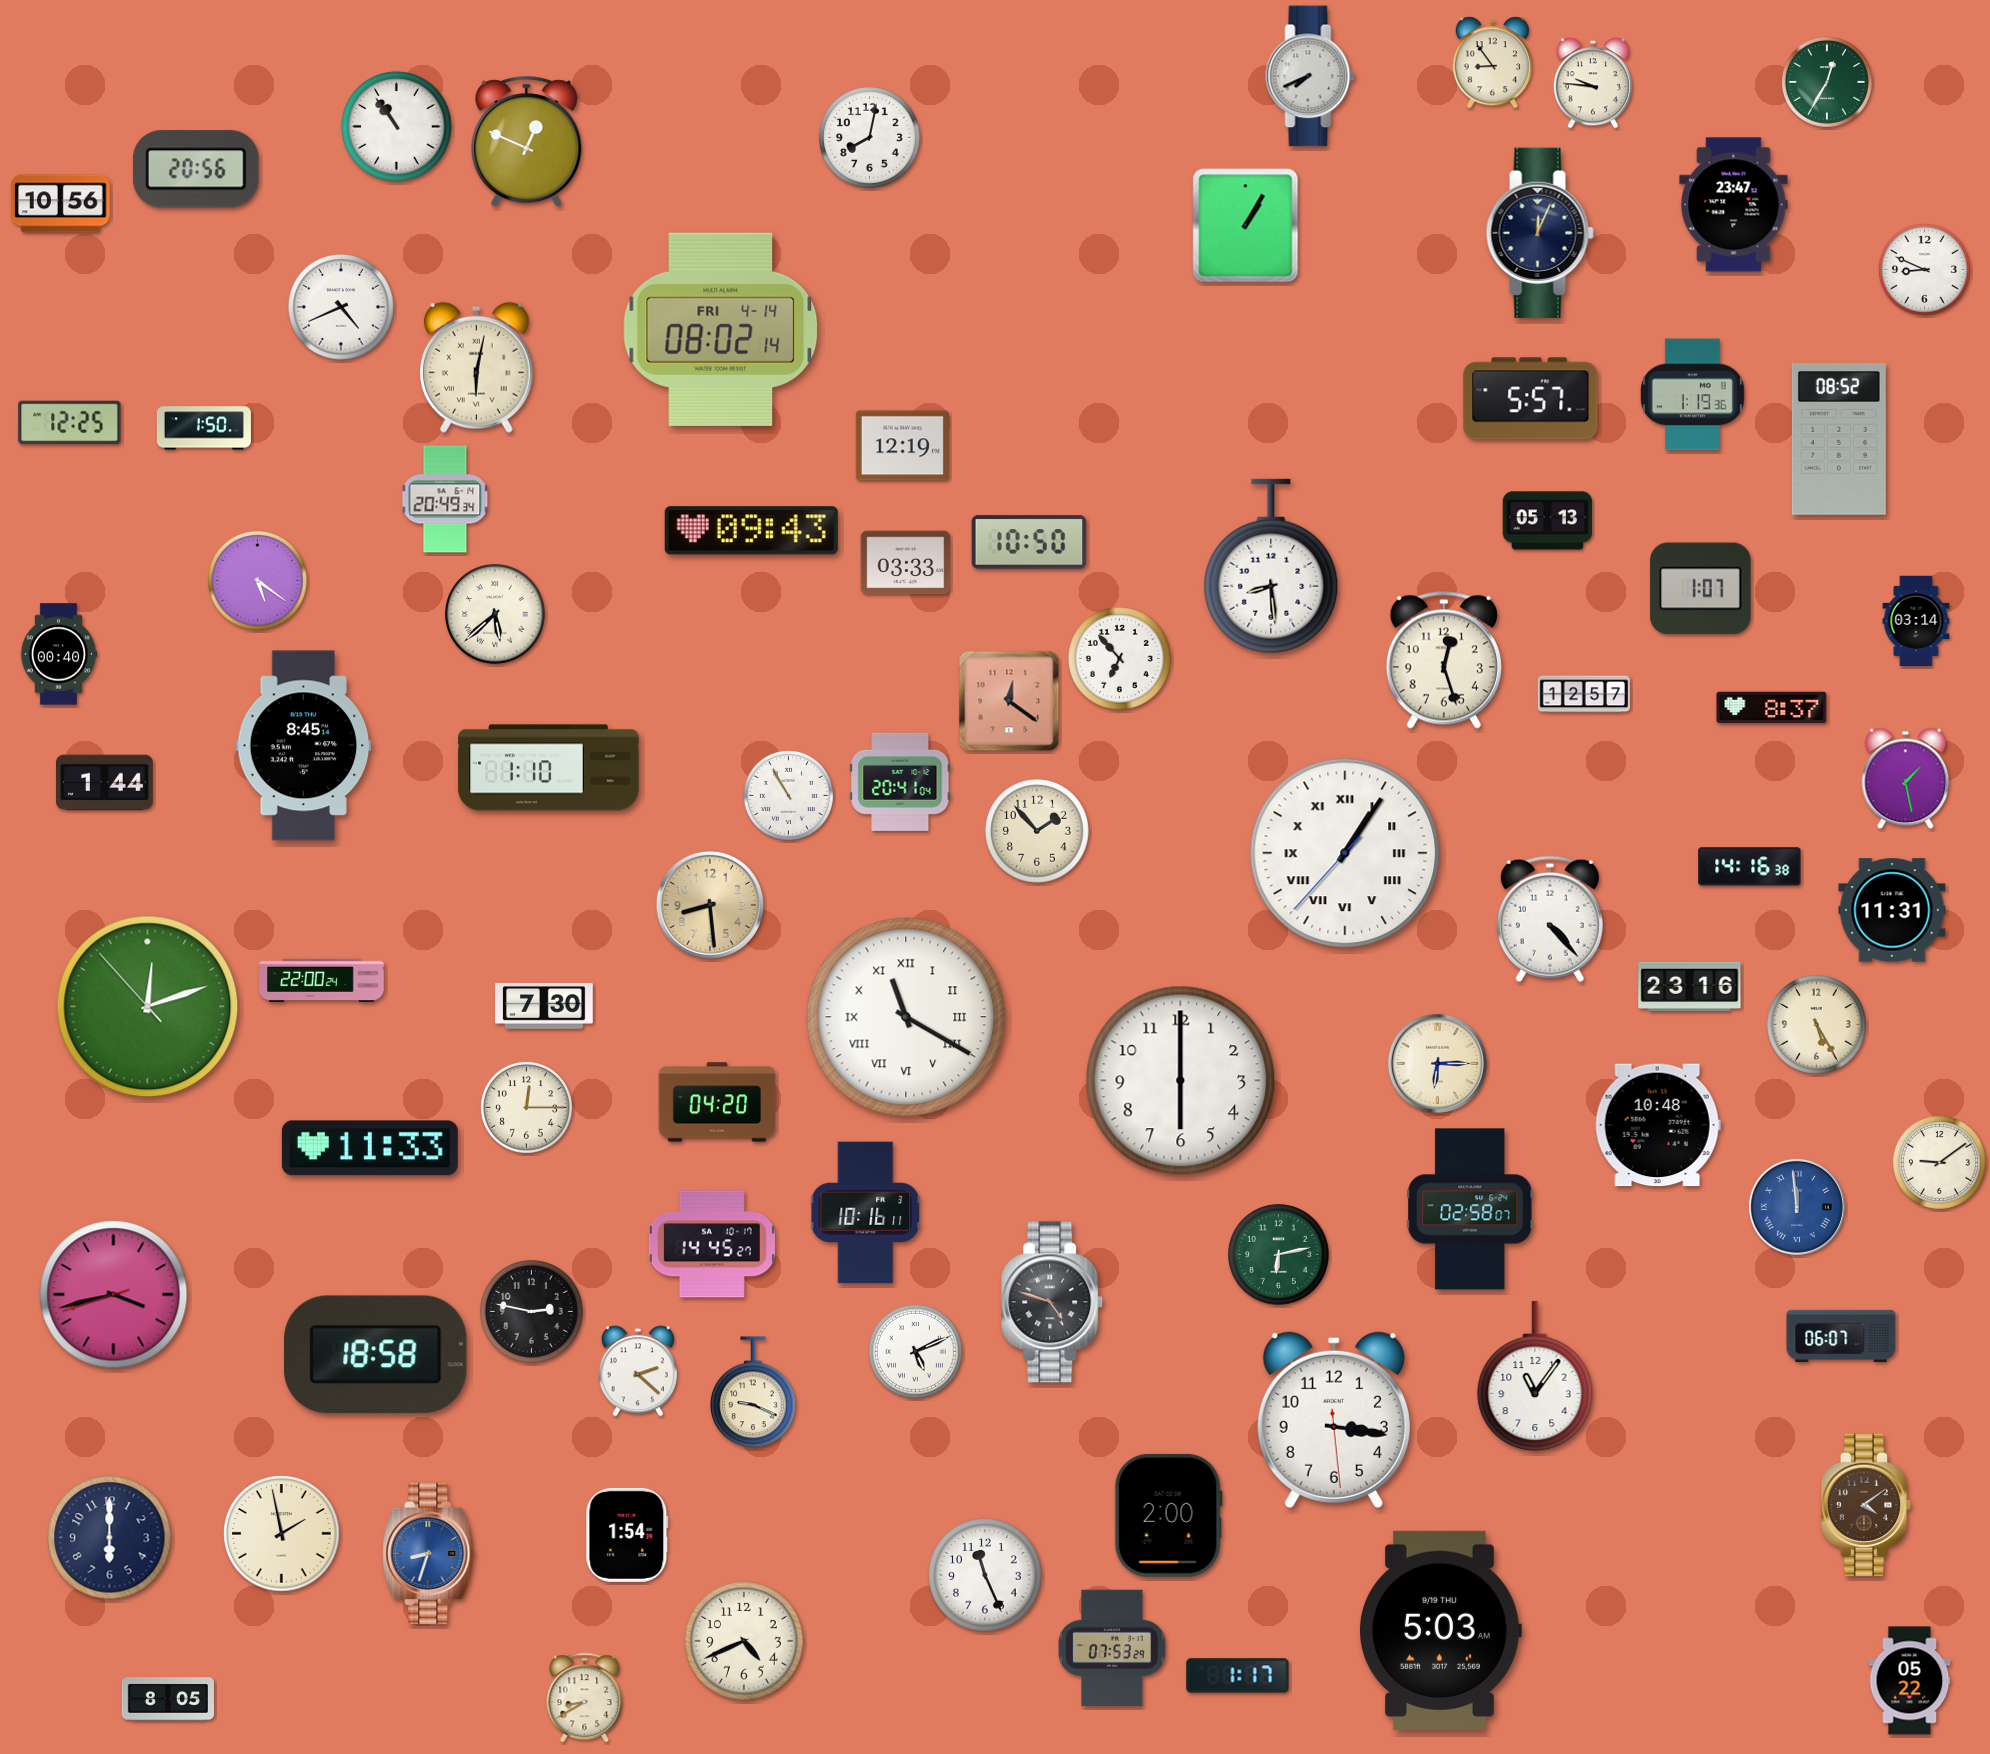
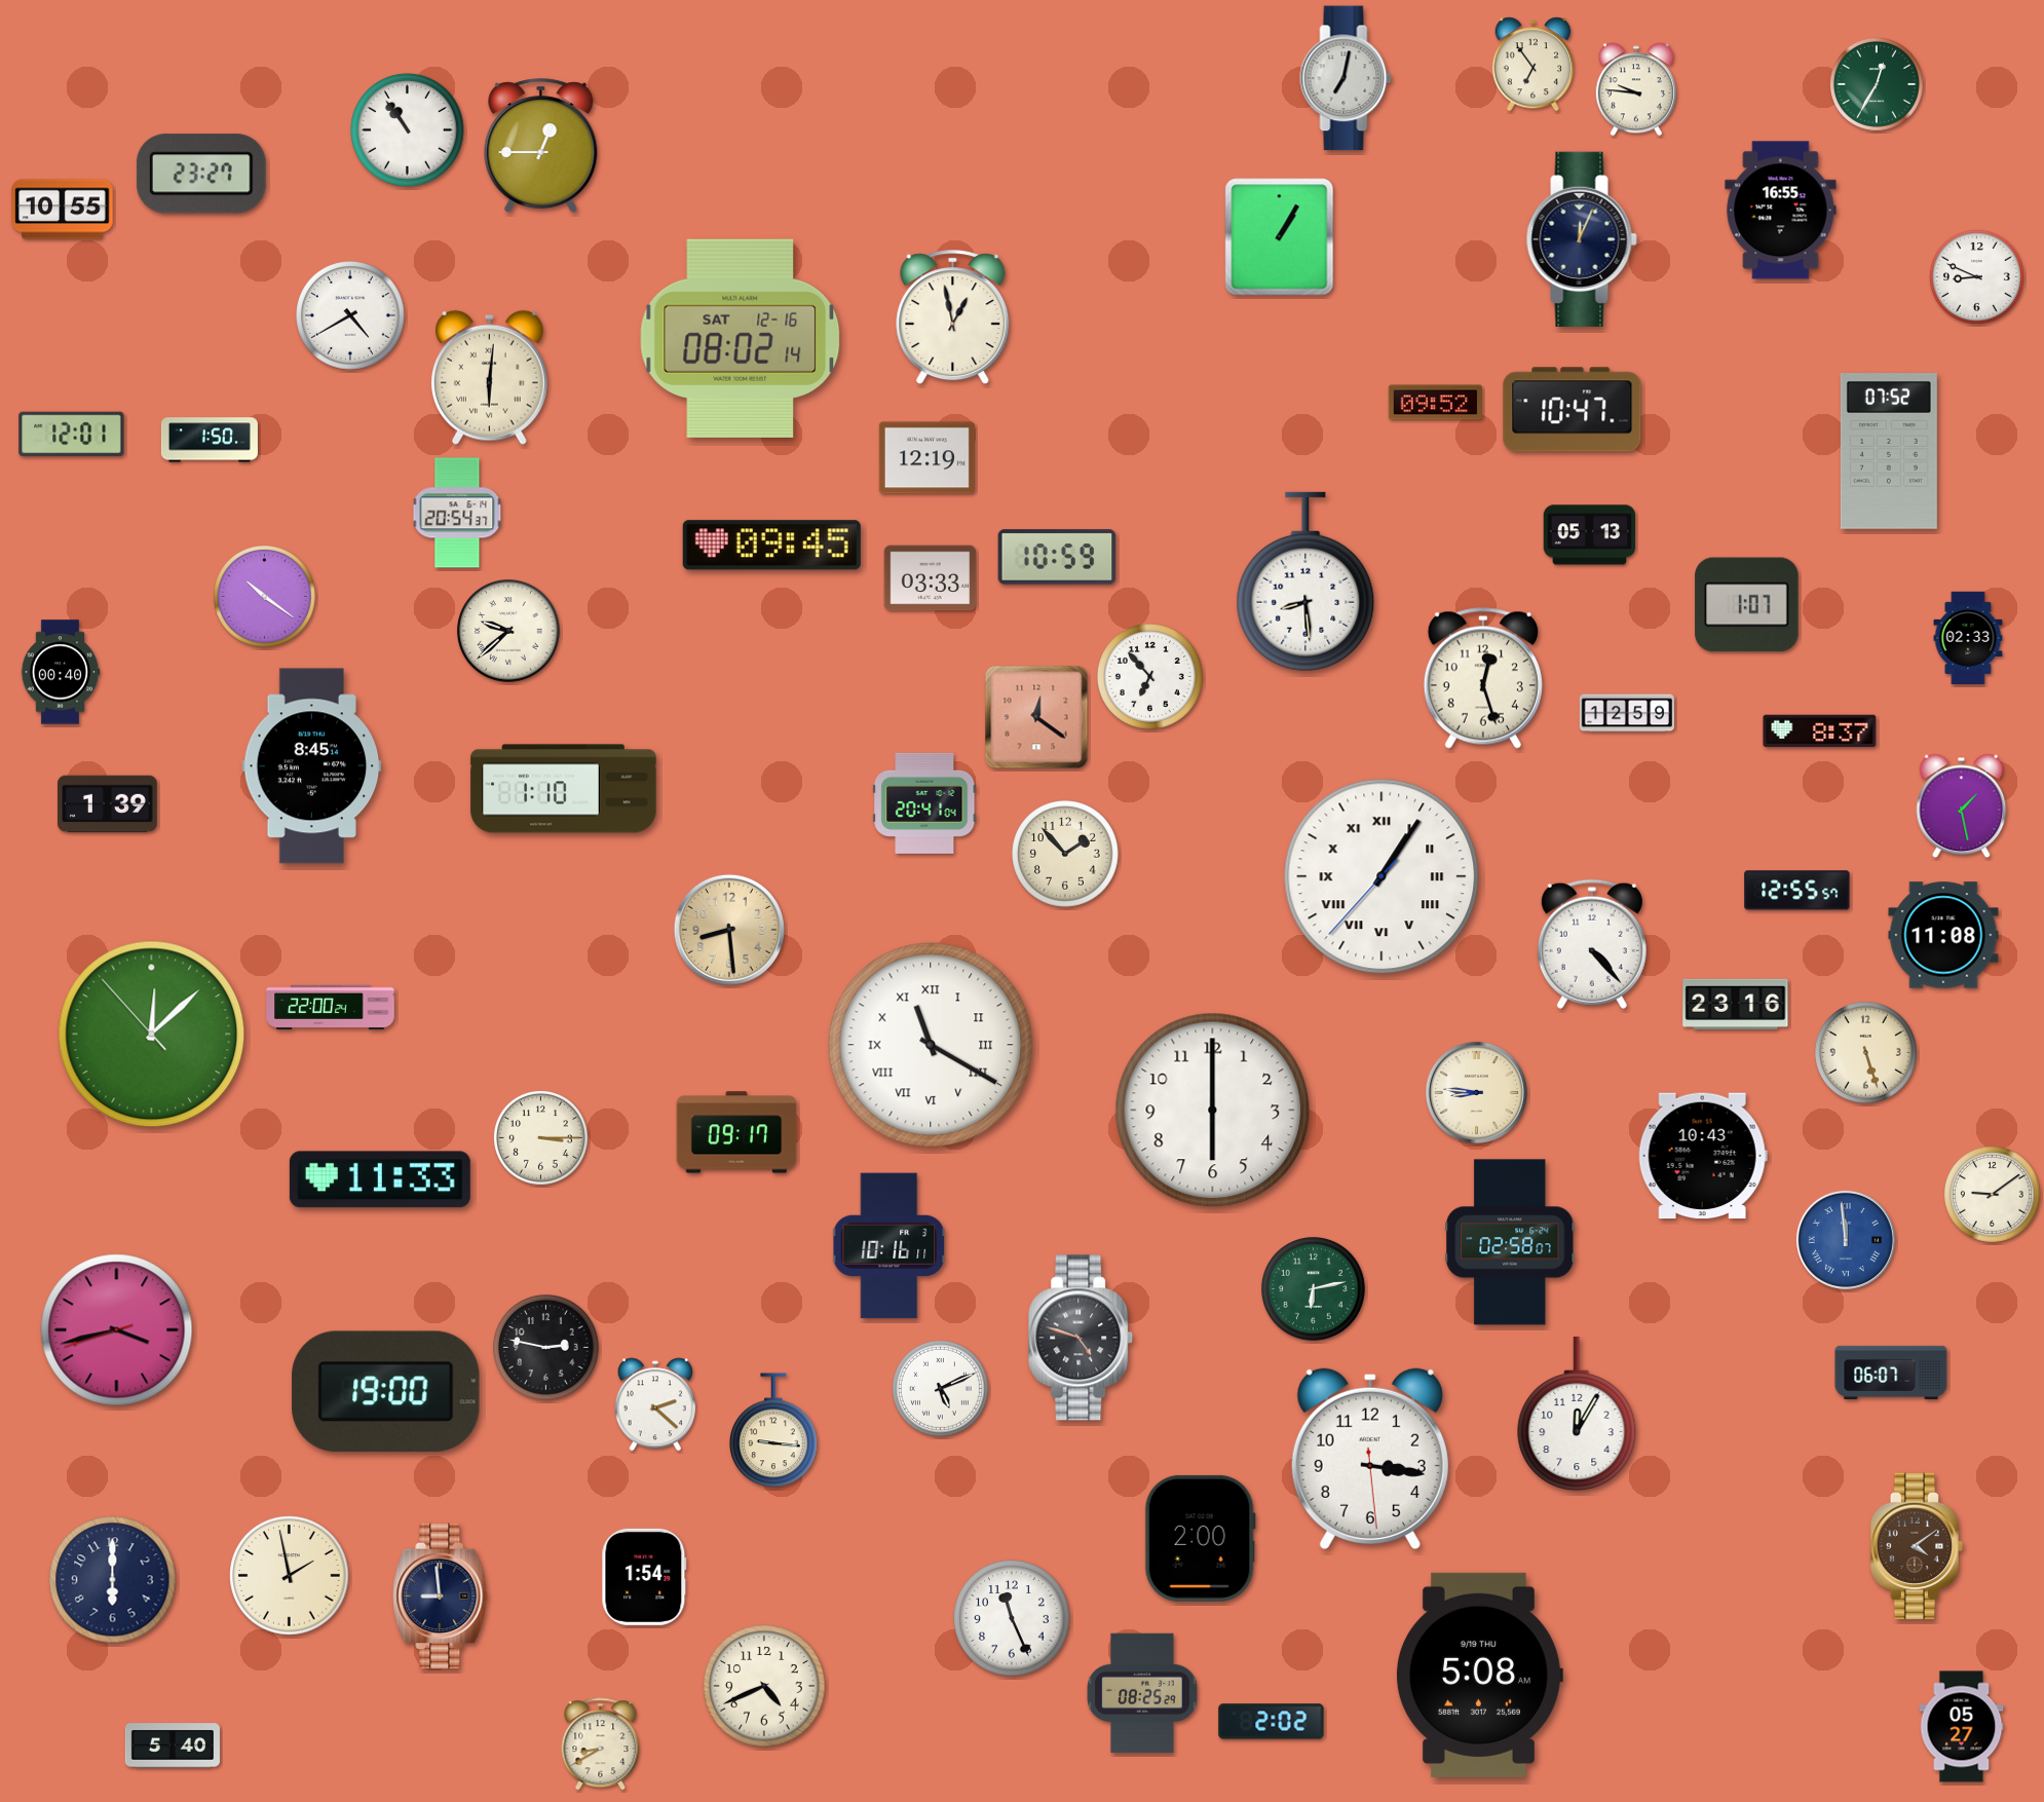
clock at (1493, 63): 8:54 -> 6:54
clock at (1310, 76): 7:41 -> 7:02
clock at (1593, 83) position: (1593, 83) -> (1636, 89)
clock at (870, 138): 8:02 -> none
clock at (527, 142): 12:49 -> 12:45
clock at (196, 169): 20:56 -> 23:27
clock at (61, 204): 10:56 -> 10:55
clock at (1734, 205): 23:47 -> 16:55
clock at (1246, 226) position: (1246, 226) -> (1280, 237)
clock at (341, 307): 4:41 -> 4:40
clock at (953, 317): none -> 12:58
clock at (721, 329) date: FRI 4-14 -> SAT 12-16
clock at (476, 367): 6:02 -> 6:01
clock at (1435, 403): none -> 09:52
clock at (1692, 395): 1:19 -> none
clock at (1531, 399): 5:57 -> 10:47
clock at (70, 423): 12:25 -> 12:01
clock at (1839, 440): 08:52 -> 07:52
clock at (445, 499): 20:49 -> 20:54
clock at (751, 531): 09:43 -> 09:45
clock at (1029, 542): 10:50 -> 10:59
clock at (258, 581): 5:21 -> 10:21
clock at (496, 615): 5:38 -> 9:38
clock at (1916, 621): 03:14 -> 02:33
clock at (1584, 694): 12:57 -> 12:59
clock at (1009, 701) position: (1009, 701) -> (1036, 717)
clock at (1772, 708) position: (1772, 708) -> (1820, 731)
clock at (1906, 779) position: (1906, 779) -> (1962, 806)
clock at (105, 783): 1:44 -> 1:39
clock at (788, 795): 10:55 -> none
clock at (1750, 867): 14:16 -> 12:55
clock at (1892, 910): 11:31 -> 11:08
clock at (1690, 986) position: (1690, 986) -> (1736, 1004)
clock at (544, 1006): 7:30 -> none
clock at (148, 1007): 12:11 -> 12:07
clock at (1817, 1025): 5:25 -> 5:27
clock at (1437, 1063): 6:15 -> 8:46
clock at (717, 1102): 04:20 -> 09:17
clock at (526, 1107): 12:15 -> 3:15
clock at (1658, 1125): 10:48 -> 10:43
clock at (712, 1244): 14:45 -> none
clock at (376, 1355): 18:58 -> 19:00
clock at (638, 1371) position: (638, 1371) -> (655, 1404)
clock at (1535, 1376): 11:06 -> 12:05
clock at (753, 1393): 9:19 -> 9:16
clock at (1168, 1515) position: (1168, 1515) -> (1200, 1538)
clock at (429, 1554): 8:33 -> 8:59
clock at (429, 1554) dial: blue -> navy
clock at (1441, 1630): 5:03 -> 5:08
clock at (1112, 1648): 07:53 -> 08:25
clock at (1238, 1676): 1:17 -> 2:02
clock at (1910, 1681): 05:22 -> 05:27
clock at (168, 1699): 8:05 -> 5:40
